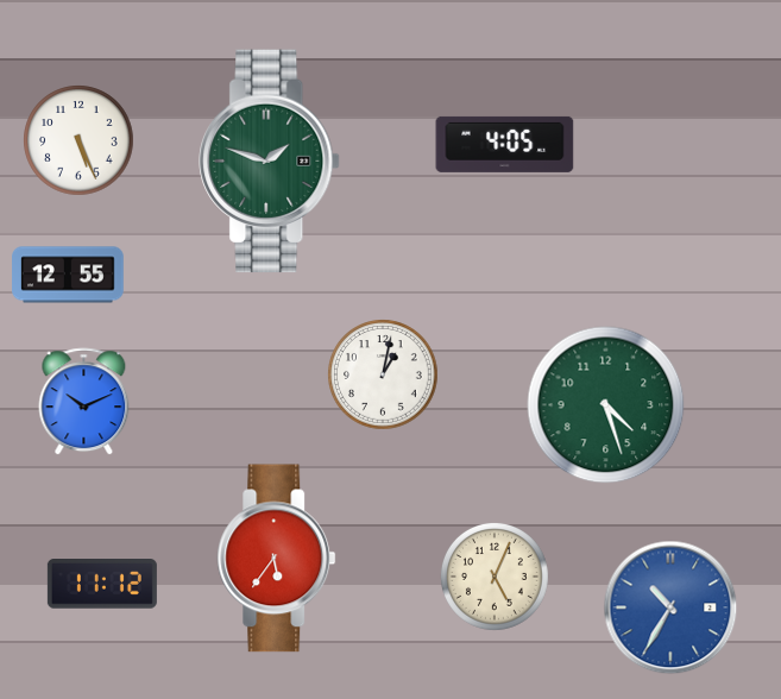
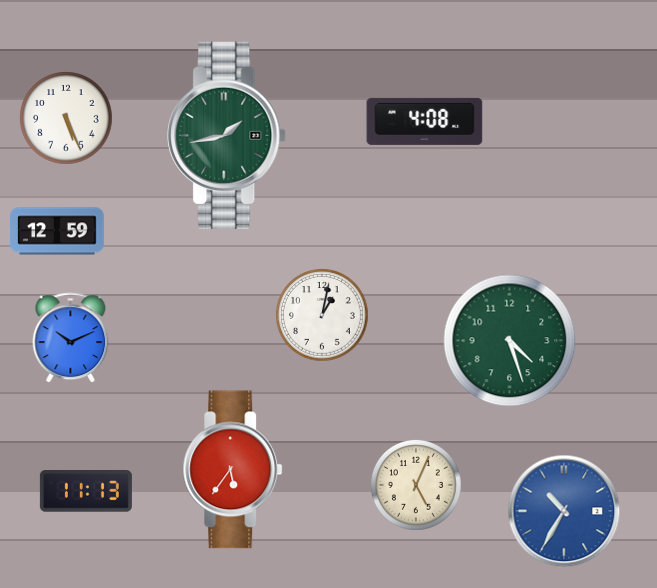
clock at (505, 144): 4:05 -> 4:08
clock at (270, 162): 1:48 -> 1:43
clock at (68, 275): 12:55 -> 12:59
clock at (102, 585): 11:12 -> 11:13
